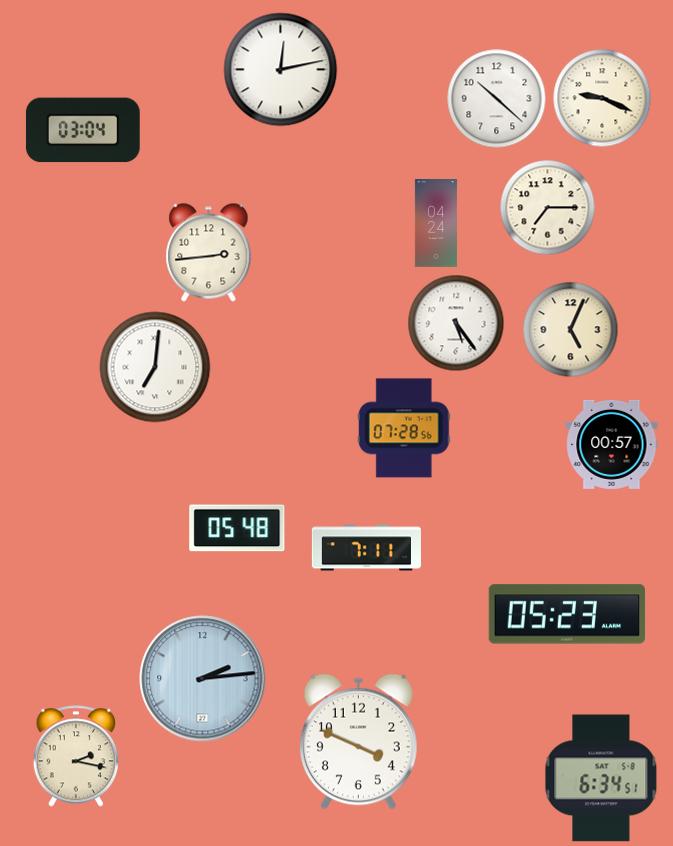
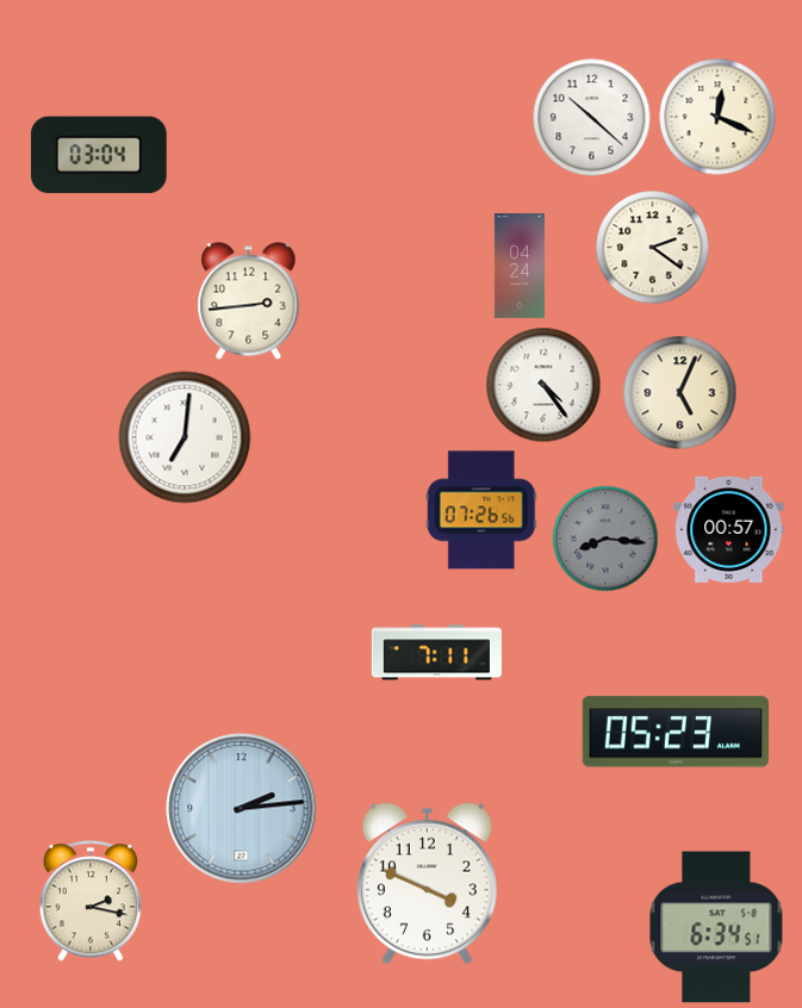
clock at (281, 70): 12:13 -> none
clock at (602, 98): 9:19 -> 12:19
clock at (548, 208): 7:15 -> 2:21
clock at (456, 323): 5:24 -> 4:24
clock at (404, 428): 07:28 -> 07:26
clock at (605, 539): none -> 8:16
clock at (237, 528): 05:48 -> none
